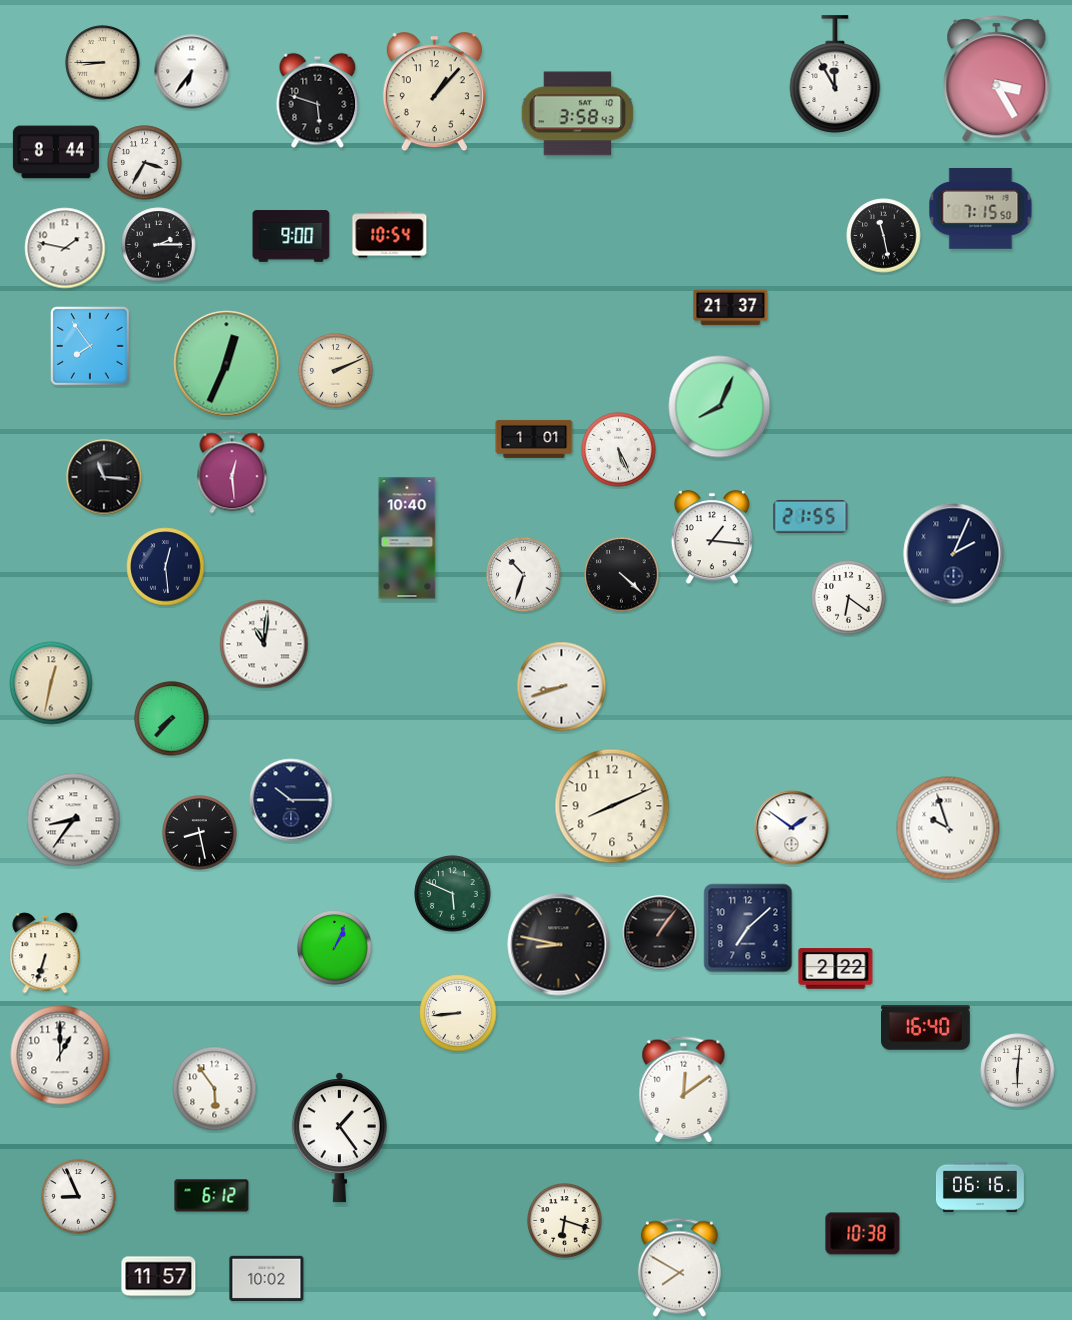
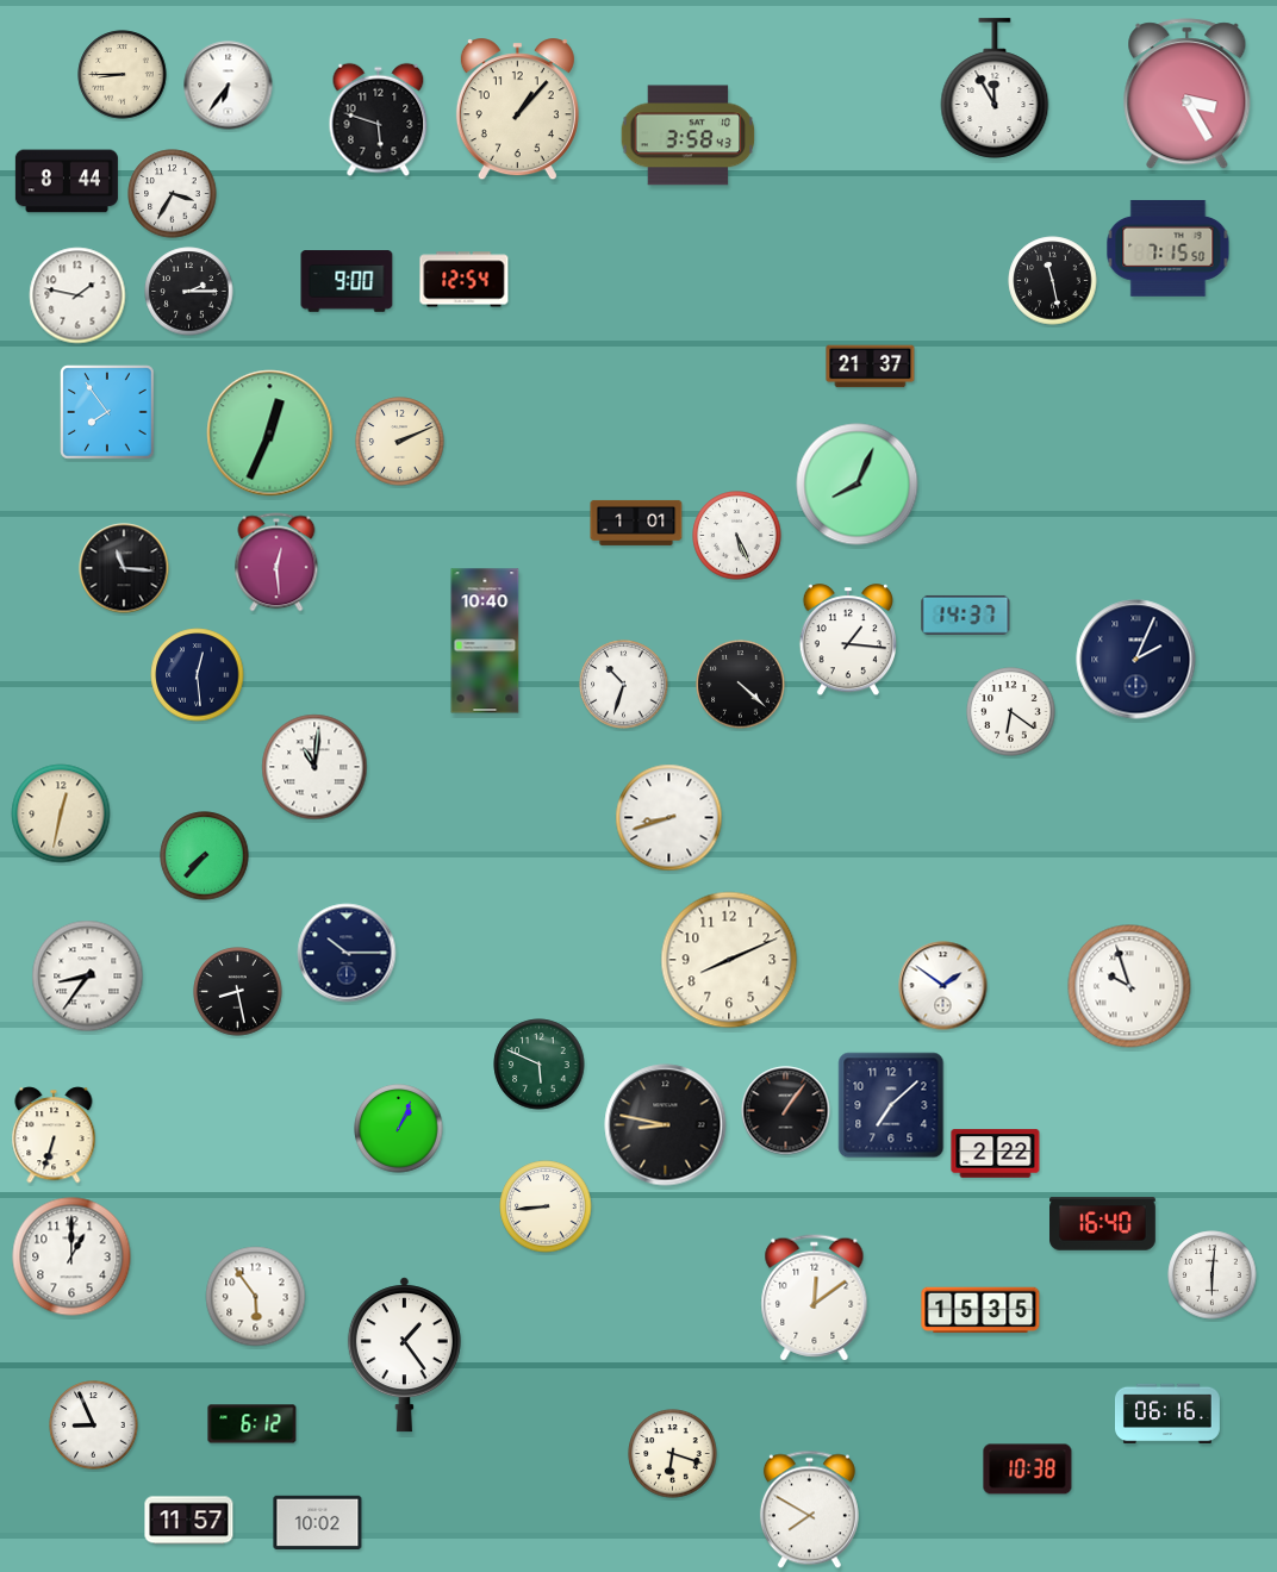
clock at (390, 235): 10:54 -> 12:54
clock at (811, 516): 21:55 -> 14:37
clock at (980, 1310): none -> 15:35
